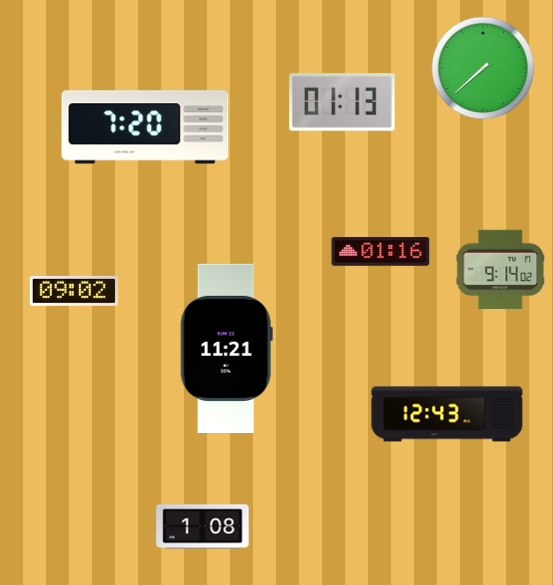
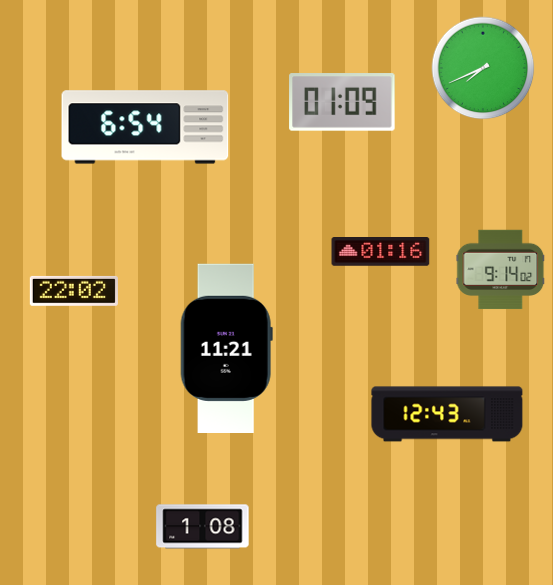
clock at (483, 68): 7:38 -> 7:41
clock at (342, 102): 01:13 -> 01:09
clock at (145, 127): 7:20 -> 6:54
clock at (74, 291): 09:02 -> 22:02
